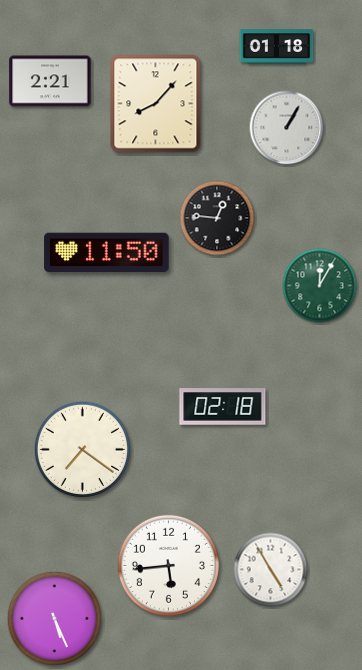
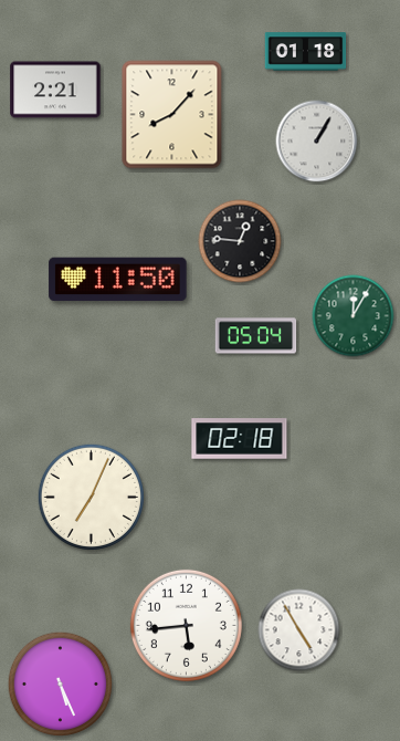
clock at (256, 336): none -> 05:04
clock at (223, 407) position: (223, 407) -> (240, 439)
clock at (82, 449): 7:21 -> 7:04
